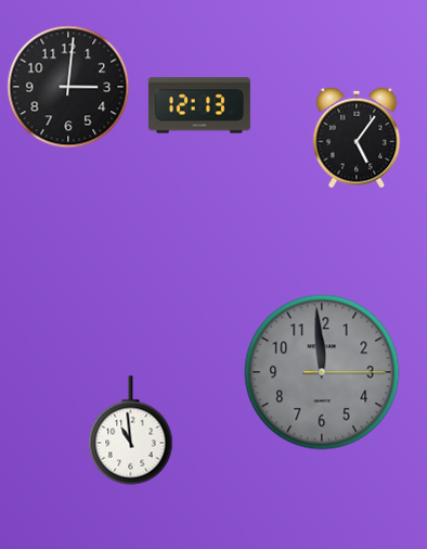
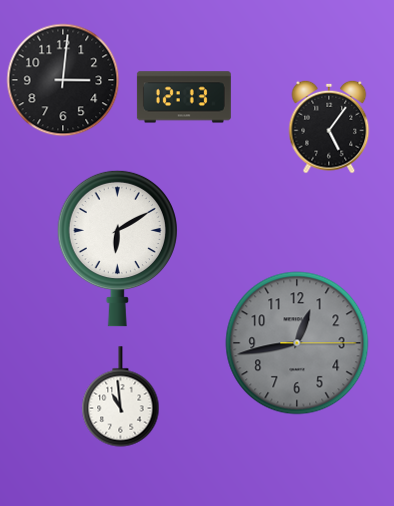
clock at (117, 248): none -> 6:10
clock at (322, 372): 11:59 -> 12:43
